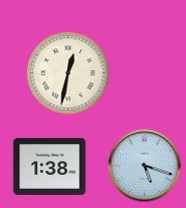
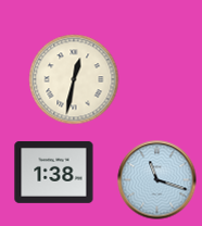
clock at (50, 166) position: (50, 166) -> (54, 172)
clock at (145, 166): 5:18 -> 11:18
